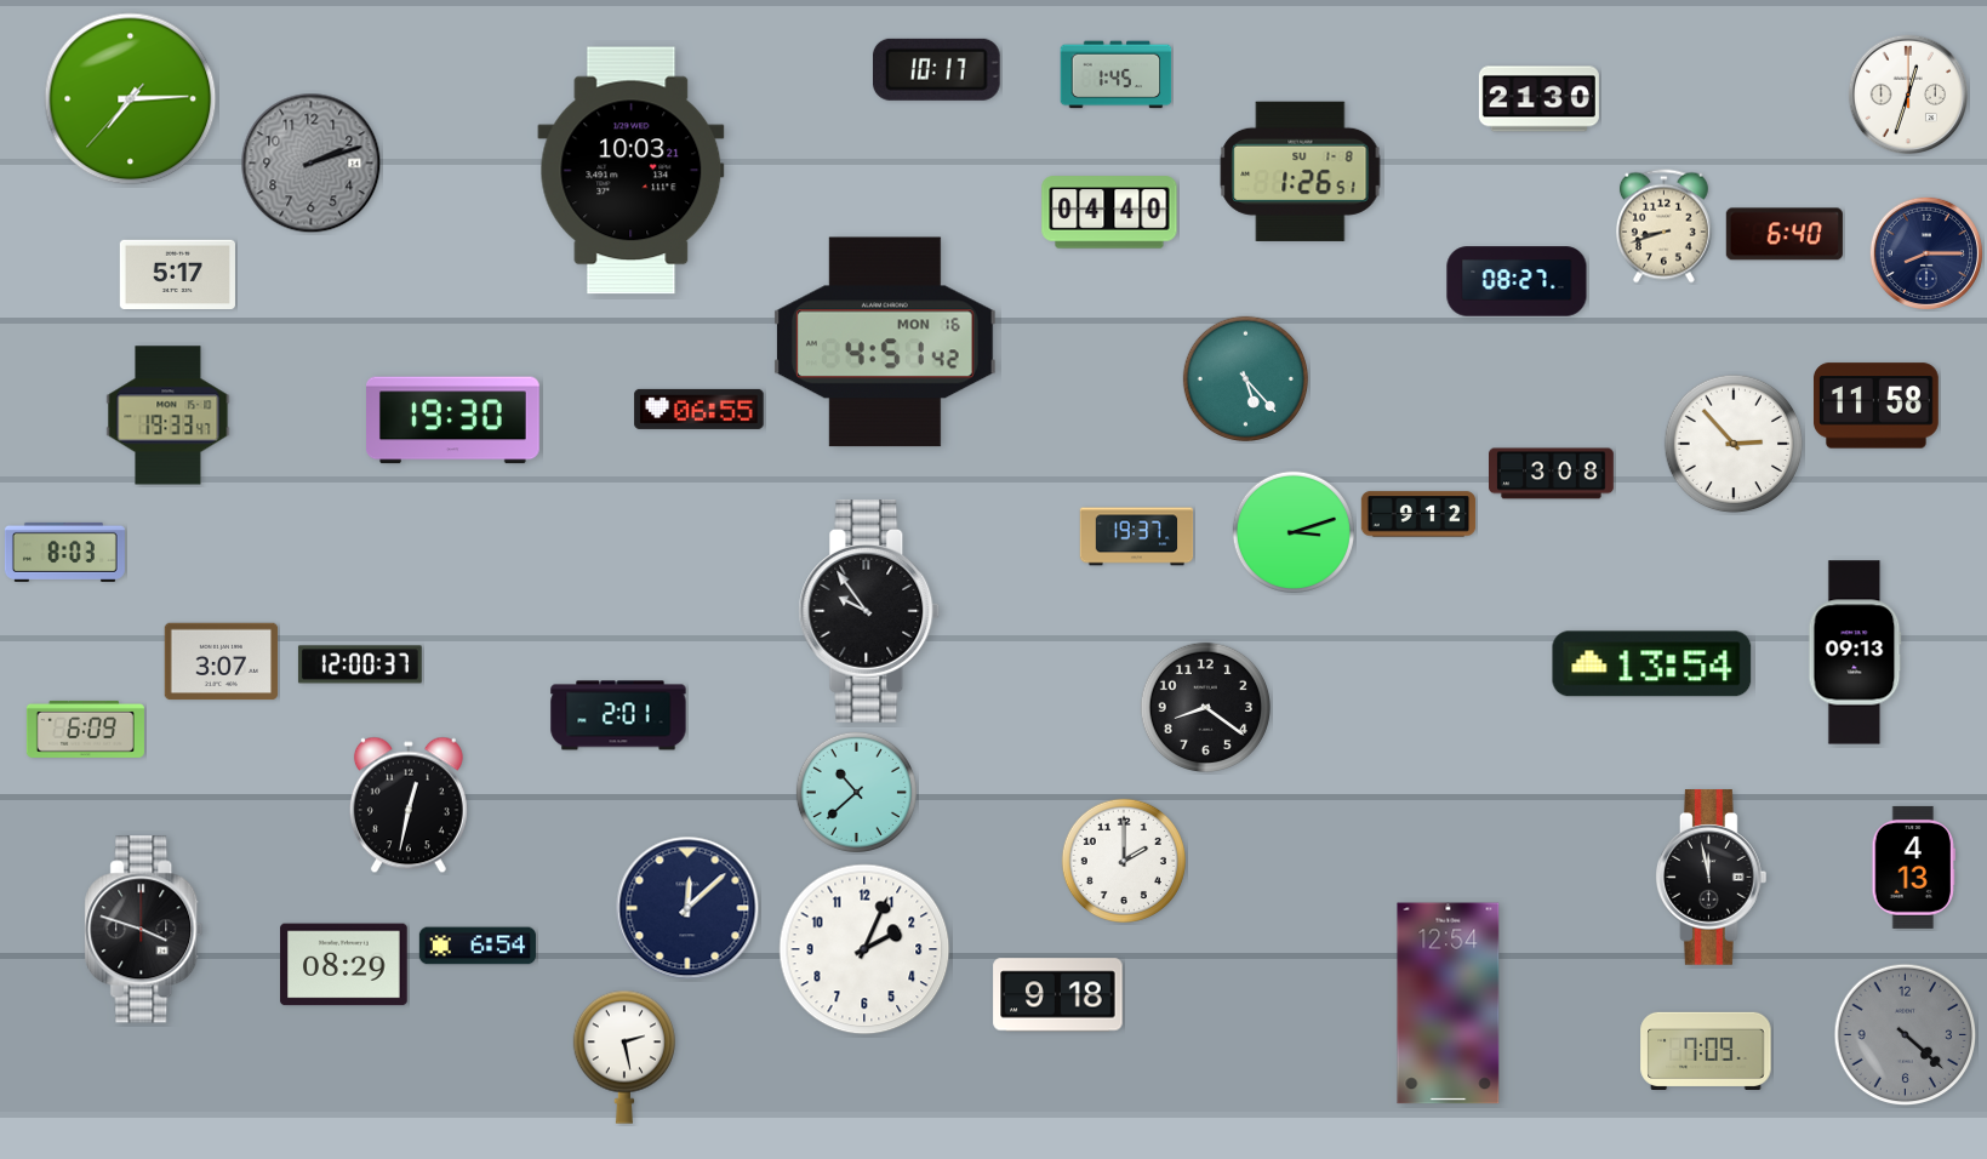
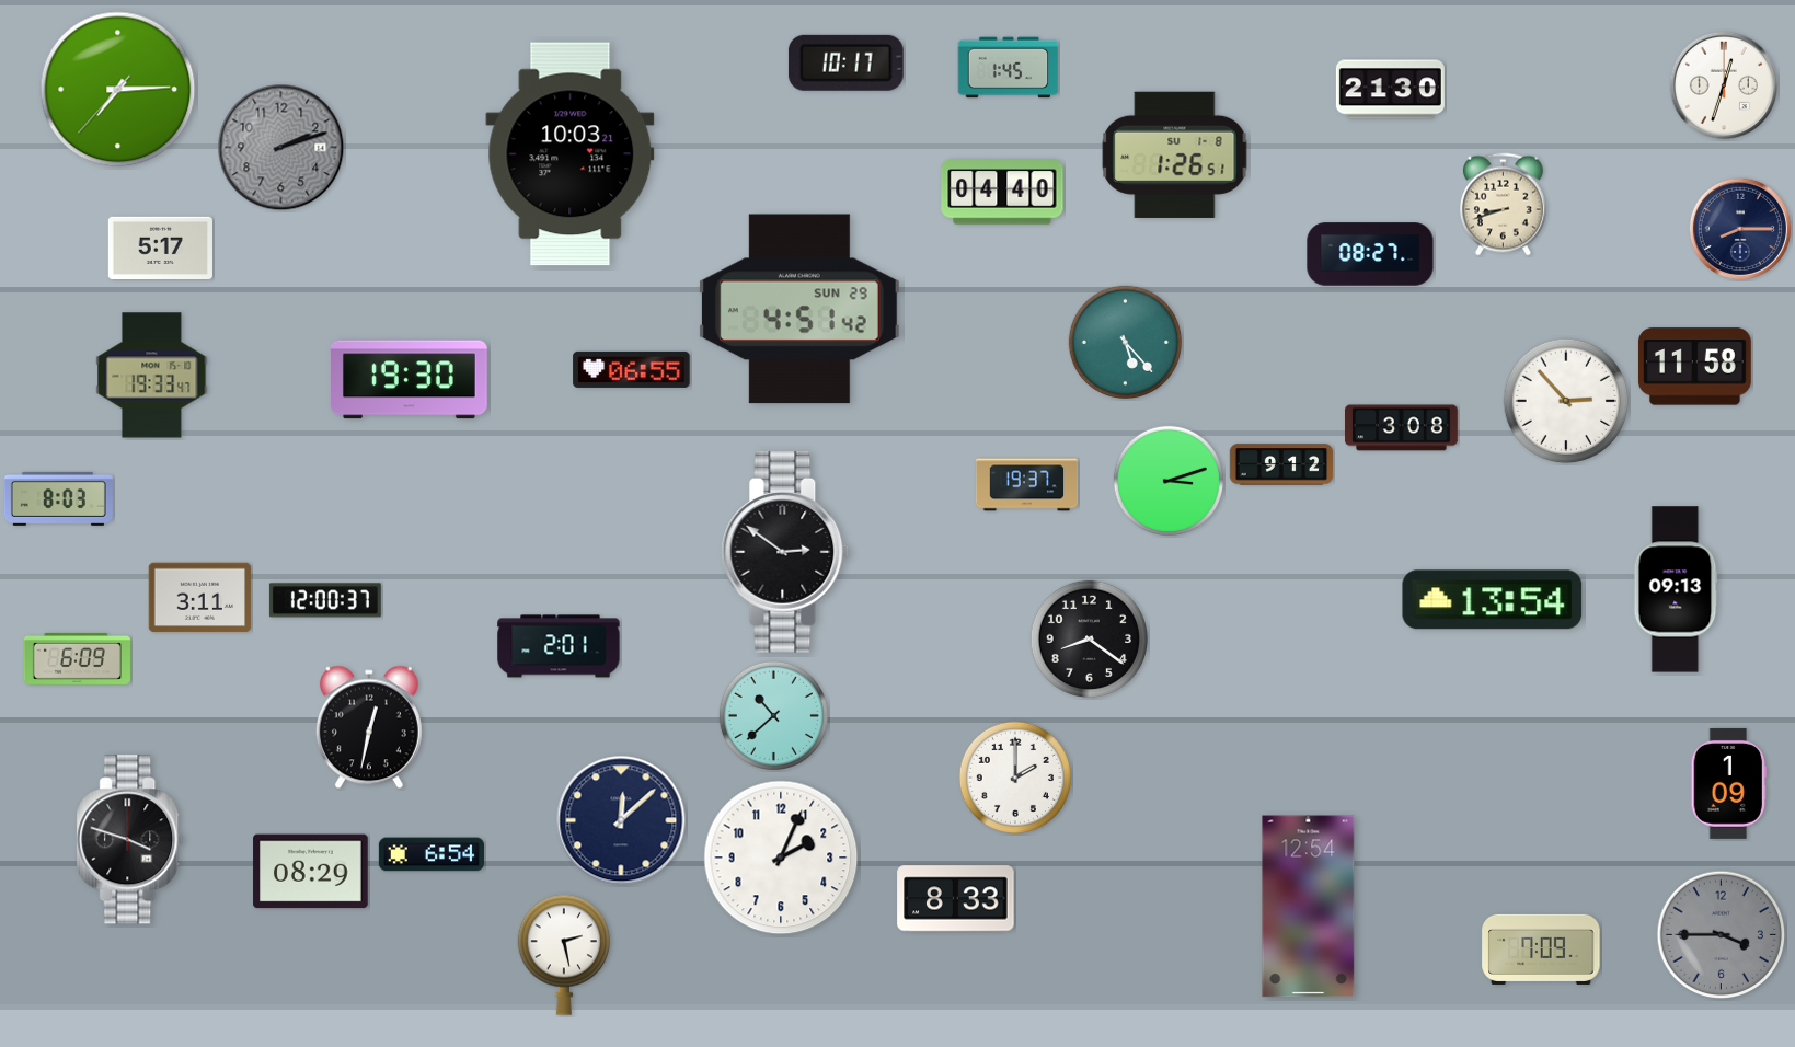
clock at (1785, 234): 6:40 -> none
clock at (885, 342) date: MON 16 -> SUN 29
clock at (869, 611): 9:54 -> 2:51
clock at (222, 662): 3:07 -> 3:11
clock at (1913, 867): 4:13 -> 1:09
clock at (1712, 878): 11:58 -> none
clock at (1058, 995): 9:18 -> 8:33
clock at (1906, 1035): 4:22 -> 3:45
